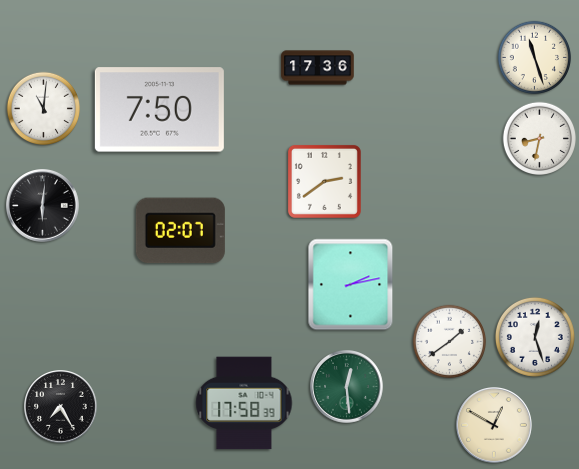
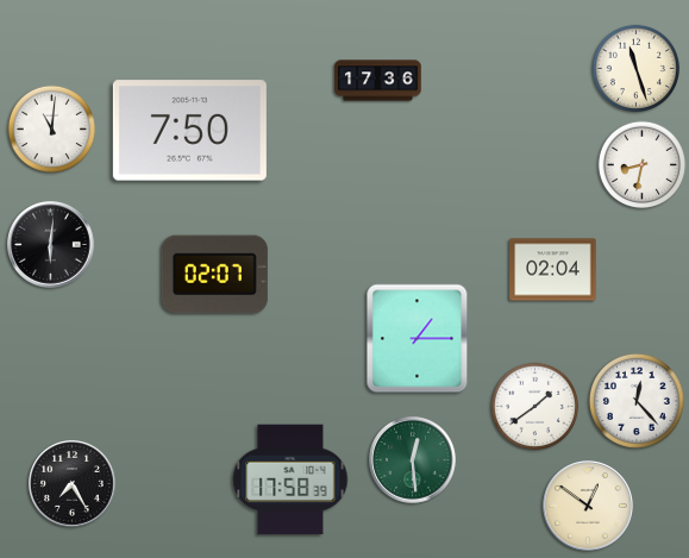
clock at (324, 181): 2:39 -> none
clock at (553, 270): none -> 02:04
clock at (351, 285): 2:13 -> 1:15
clock at (535, 337): 12:27 -> 12:23
clock at (494, 425): 12:50 -> 12:51
